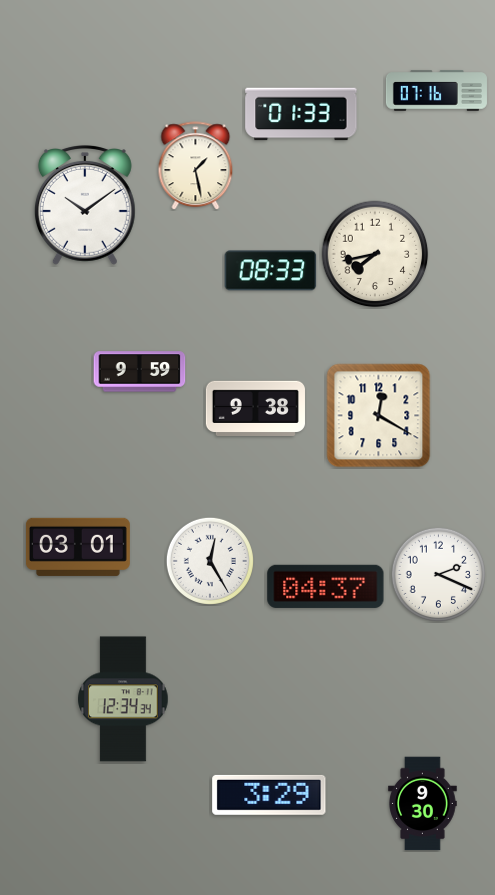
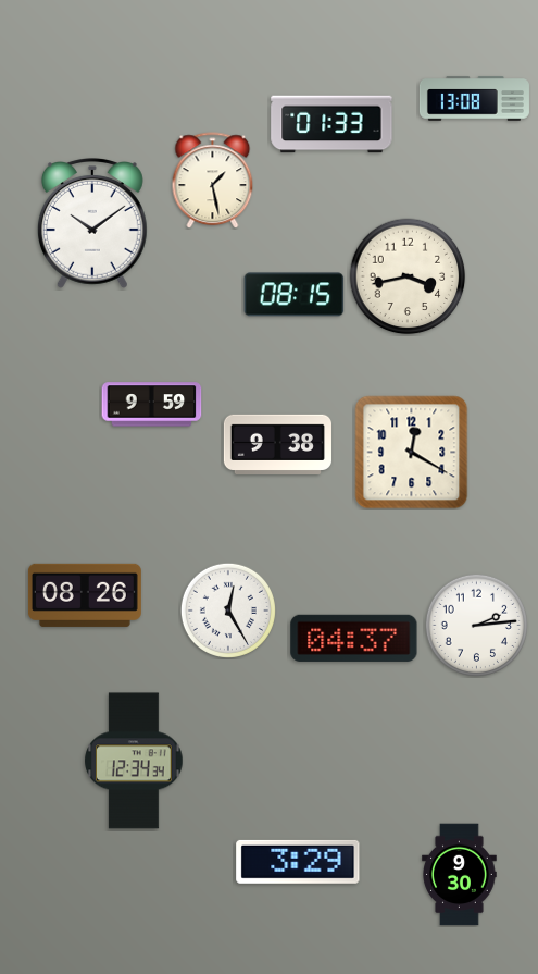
clock at (436, 91): 07:16 -> 13:08
clock at (301, 114) position: (301, 114) -> (331, 124)
clock at (375, 254): 7:43 -> 3:43
clock at (271, 271): 08:33 -> 08:15
clock at (78, 547): 03:01 -> 08:26
clock at (438, 574): 2:19 -> 2:14
clock at (269, 795) position: (269, 795) -> (298, 862)
